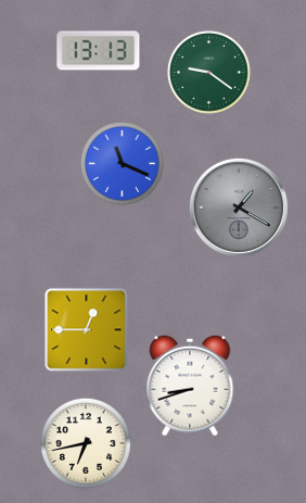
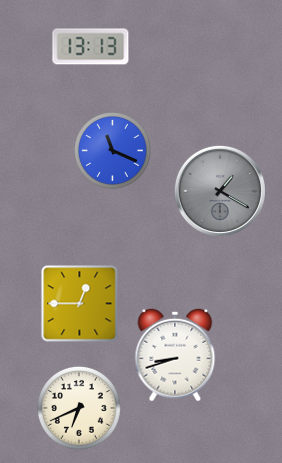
clock at (209, 73): 9:21 -> none
clock at (86, 443): 6:43 -> 6:41
